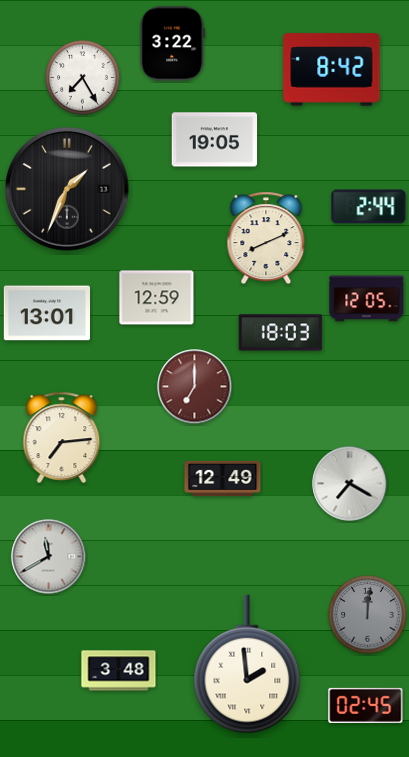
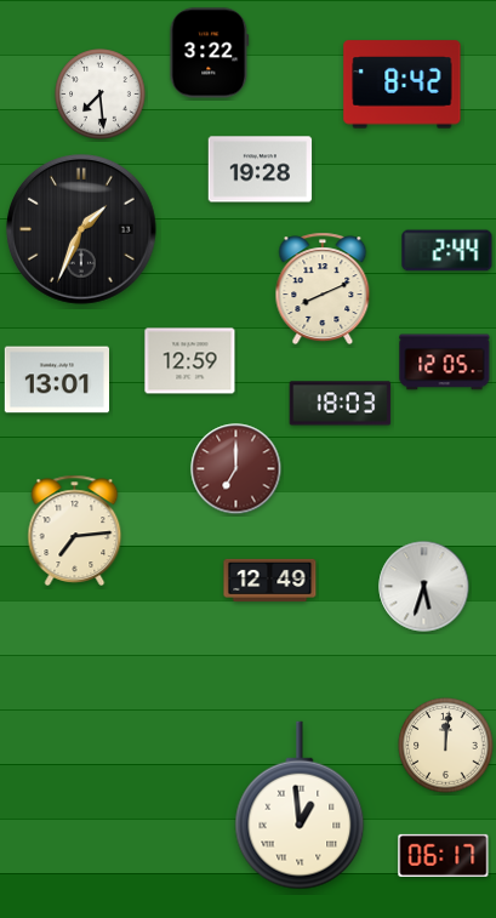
clock at (83, 78): 7:25 -> 7:29
clock at (215, 140): 19:05 -> 19:28
clock at (350, 484): 7:20 -> 5:33
clock at (49, 557): 11:40 -> none
clock at (368, 615) dial: grey -> cream
clock at (247, 664): 1:59 -> 12:59
clock at (119, 671): 3:48 -> none
clock at (366, 705): 02:45 -> 06:17
